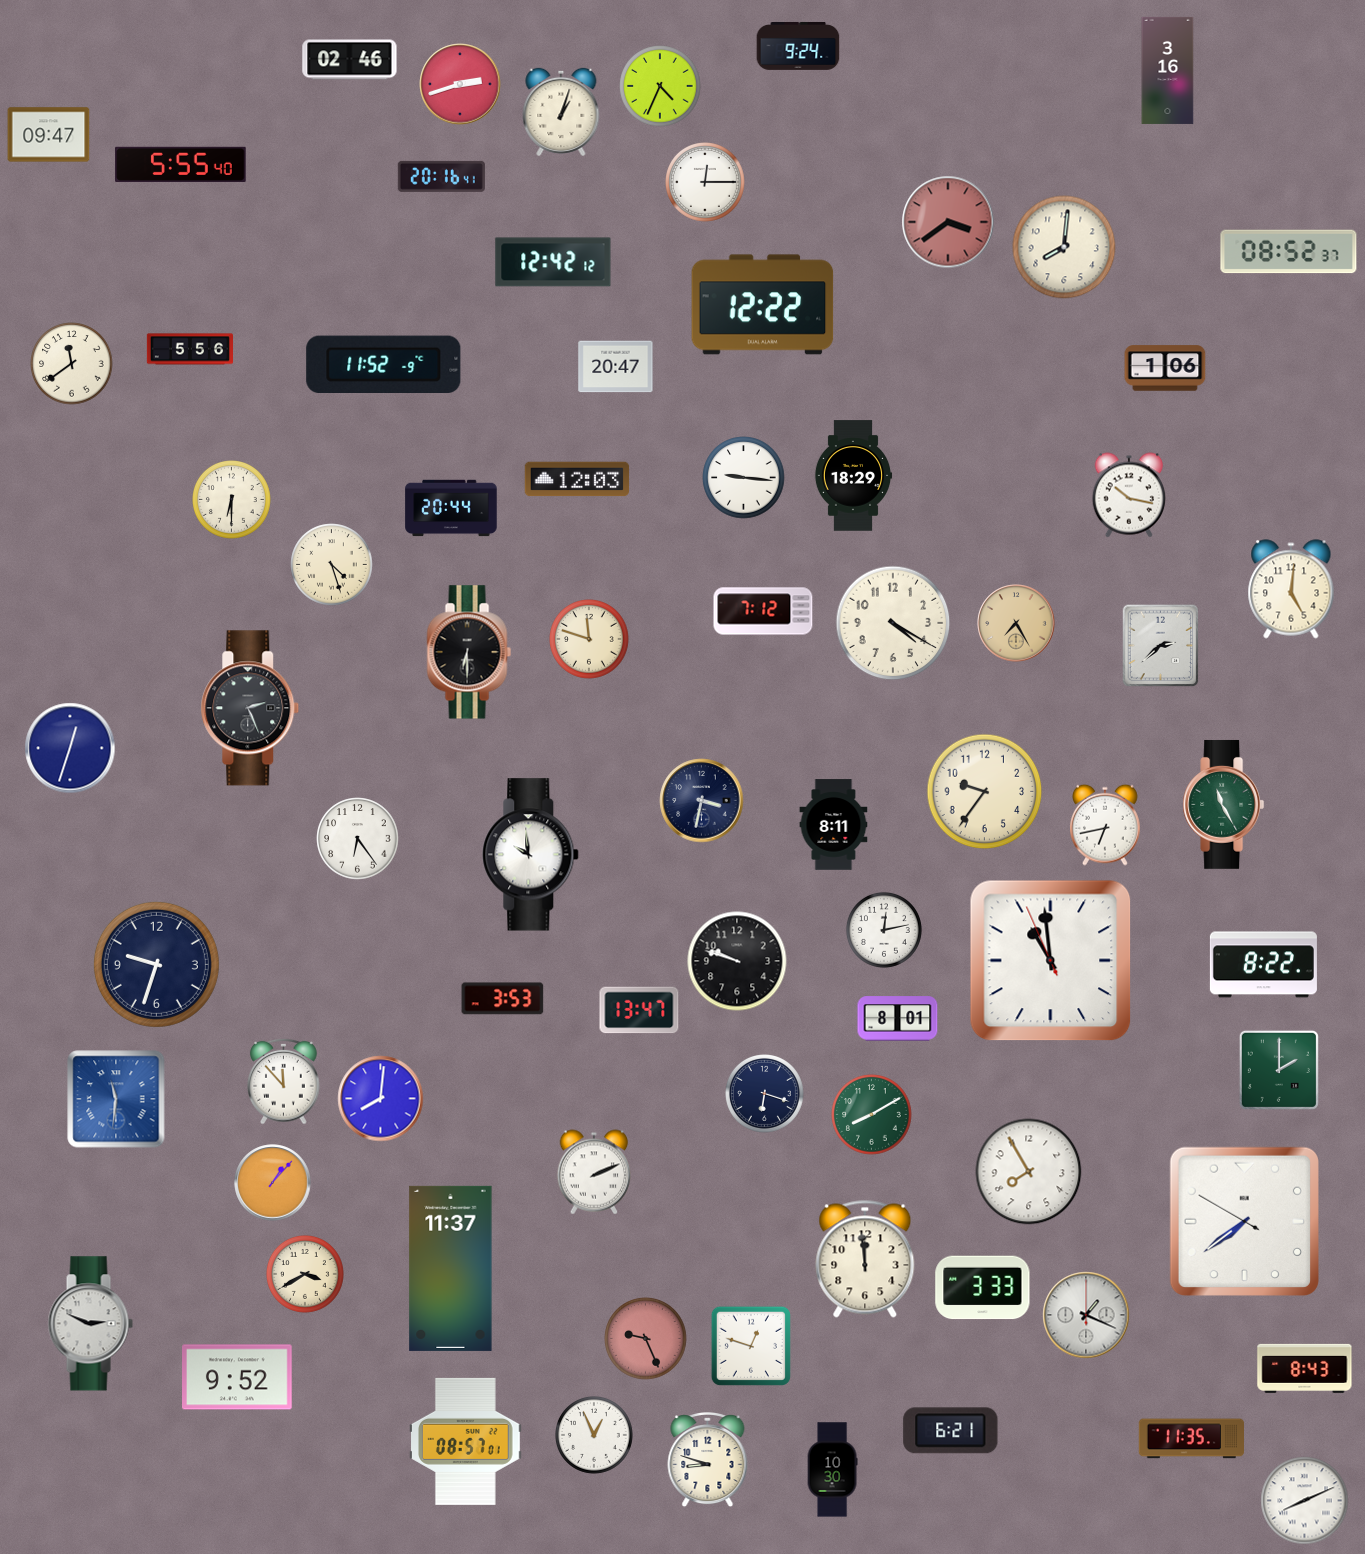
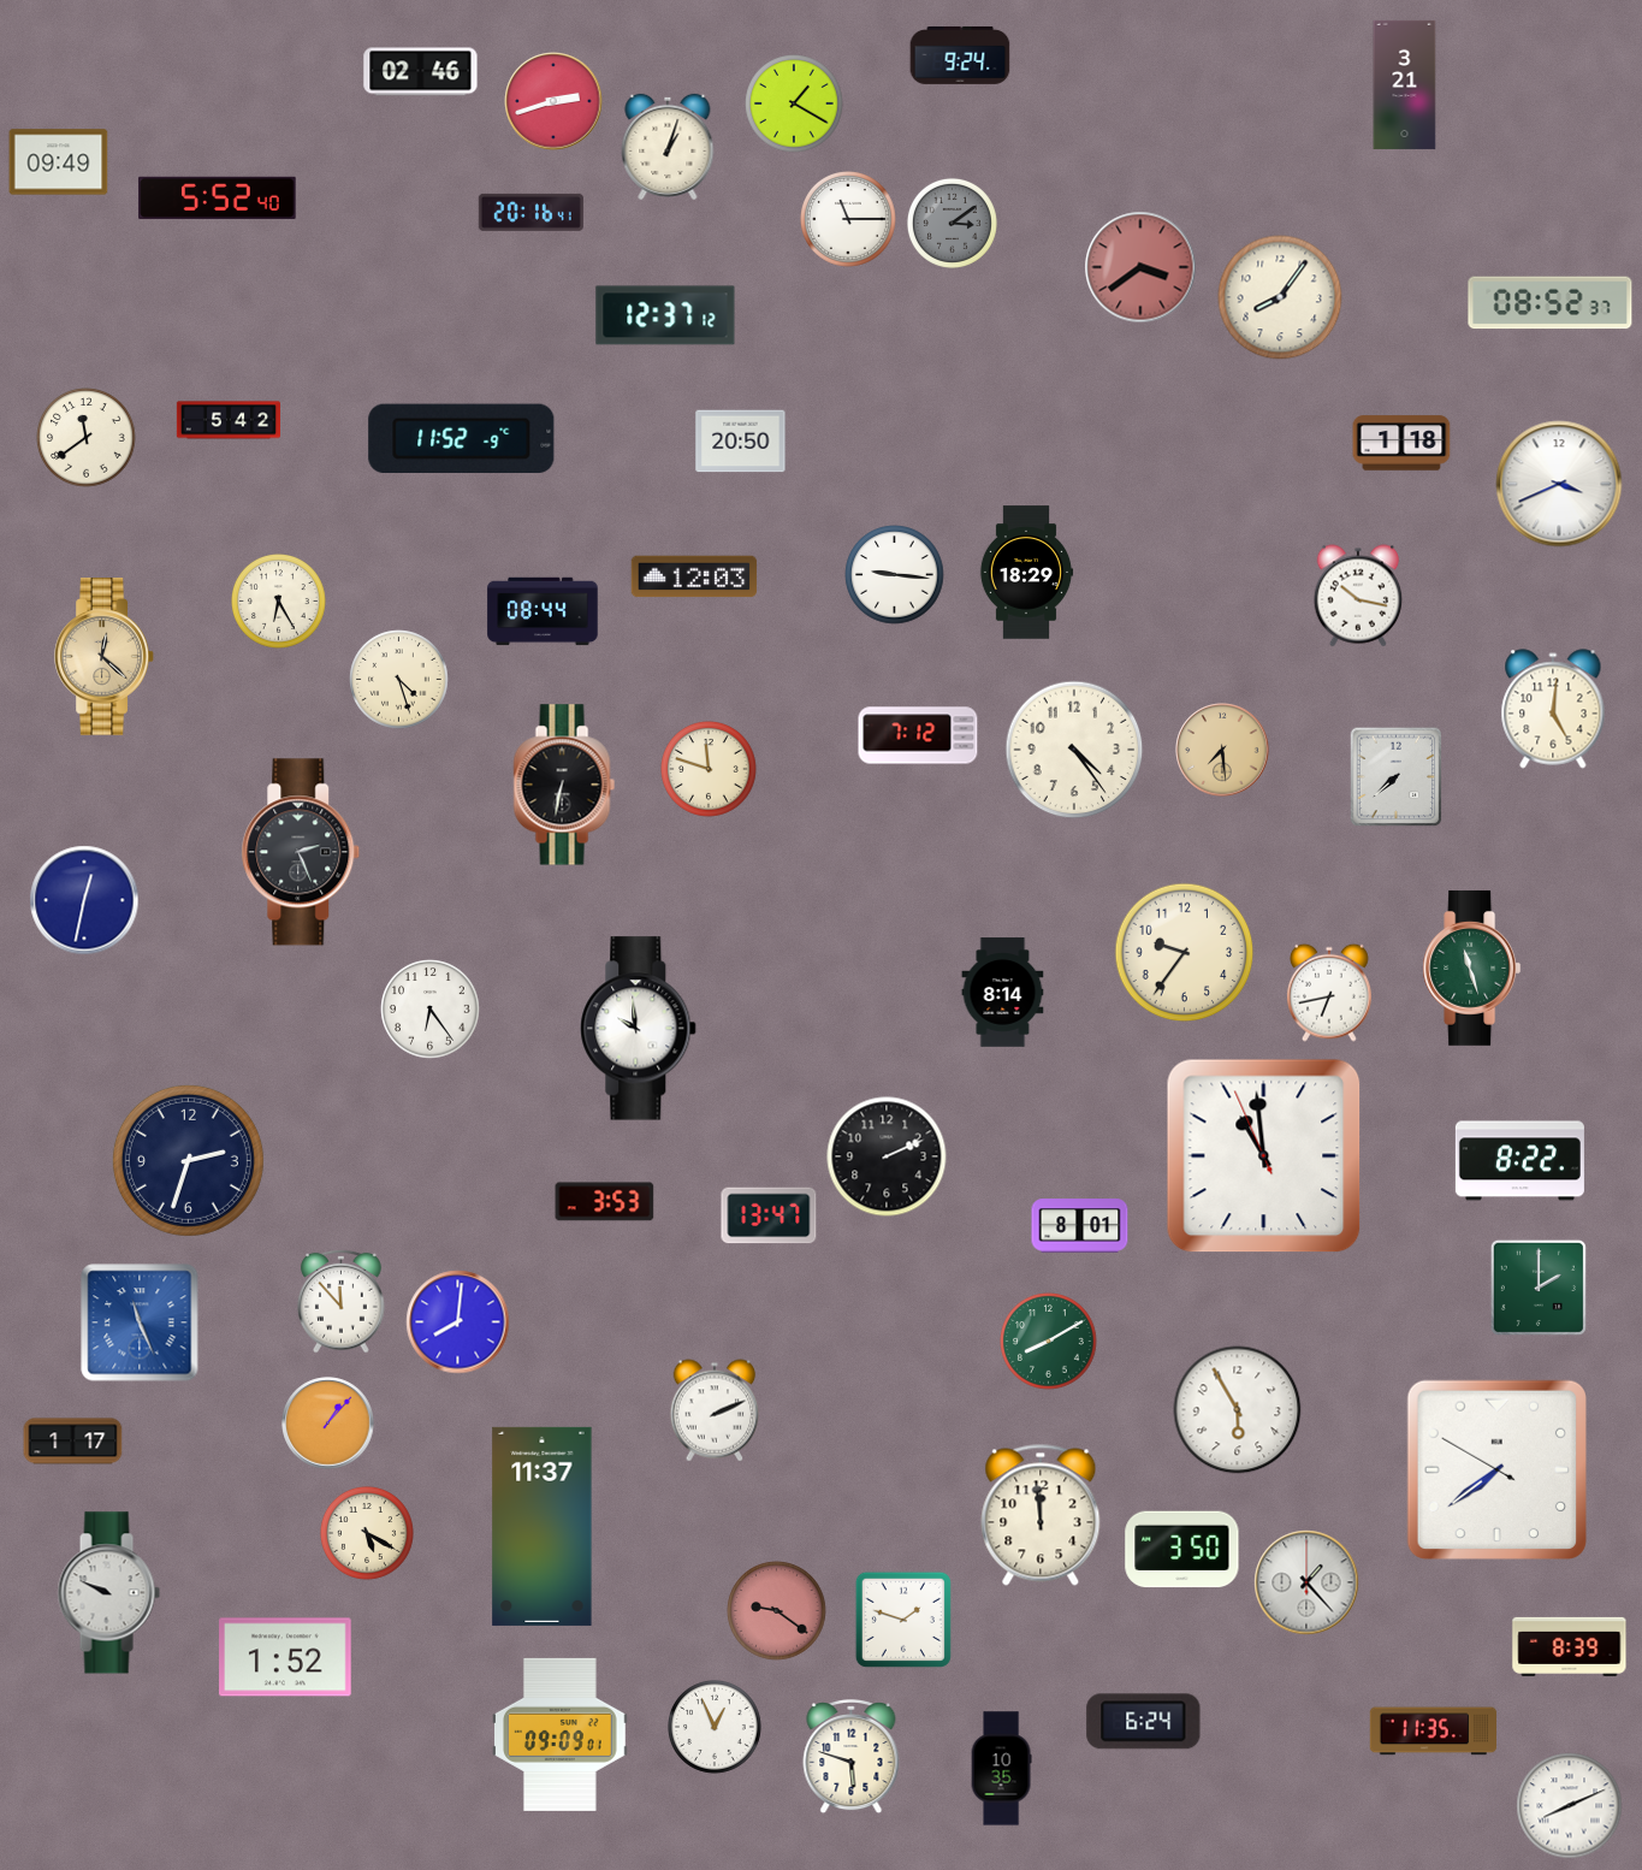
clock at (1168, 70): 3:16 -> 3:21
clock at (660, 86): 4:34 -> 1:20
clock at (561, 112) position: (561, 112) -> (668, 147)
clock at (49, 135): 09:47 -> 09:49
clock at (181, 164): 5:55 -> 5:52
clock at (706, 183): 12:15 -> 11:15
clock at (952, 223): none -> 3:09
clock at (1064, 247): 8:01 -> 8:06
clock at (553, 262): 12:42 -> 12:37
clock at (763, 305): 12:22 -> none
clock at (189, 349): 5:56 -> 5:42
clock at (616, 367): 20:47 -> 20:50
clock at (1165, 368): 1:06 -> 1:18
clock at (1559, 484): none -> 3:41
clock at (232, 500): 6:30 -> 6:25
clock at (451, 508): 20:44 -> 08:44
clock at (105, 657): none -> 12:22
clock at (893, 623): 4:20 -> 4:24
clock at (1016, 623): 7:25 -> 7:29
clock at (1161, 646): 2:38 -> 7:38
clock at (469, 652): 6:30 -> 6:32
clock at (70, 748): 12:33 -> 12:32
clock at (702, 801): 3:32 -> none
clock at (1224, 804): 11:25 -> 11:27
clock at (834, 825): 8:11 -> 8:14
clock at (884, 930): 12:13 -> none
clock at (737, 961): 9:48 -> 2:11
clock at (156, 964): 9:33 -> 2:33
clock at (765, 1094): 6:18 -> none
clock at (116, 1099): 11:31 -> 11:26
clock at (1029, 1172): 7:55 -> 5:55
clock at (73, 1442): none -> 1:17
clock at (305, 1274): 3:40 -> 5:20
clock at (983, 1288): 3:33 -> 3:50
clock at (1086, 1315): 1:19 -> 1:23
clock at (90, 1324): 2:49 -> 9:49
clock at (646, 1339): 9:26 -> 9:21
clock at (751, 1346): 12:48 -> 1:48
clock at (1305, 1368): 8:43 -> 8:39
clock at (238, 1377): 9:52 -> 1:52
clock at (951, 1431): 6:21 -> 6:24
clock at (466, 1441): 08:57 -> 09:09
clock at (708, 1460): 8:48 -> 5:48
clock at (832, 1470): 10:30 -> 10:35
